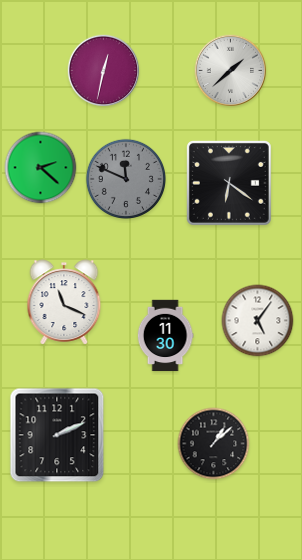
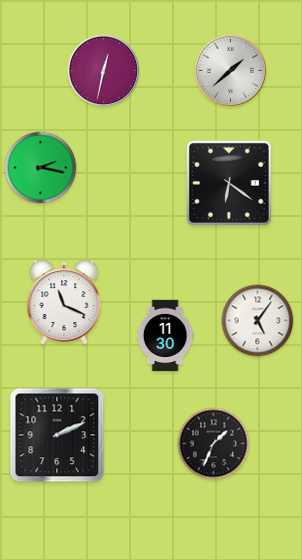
clock at (41, 168): 2:22 -> 2:17
clock at (125, 178): 11:49 -> none
clock at (214, 444): 1:08 -> 1:34
